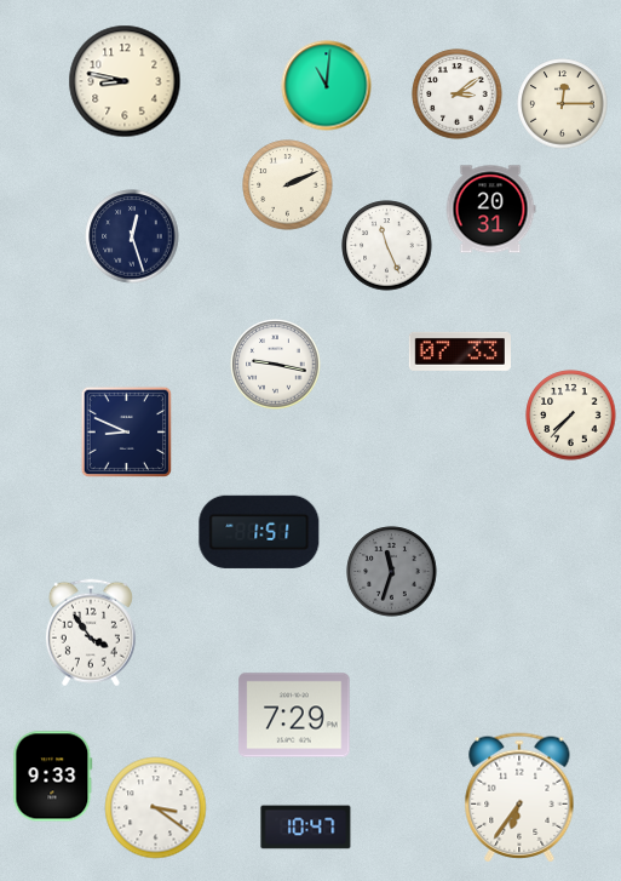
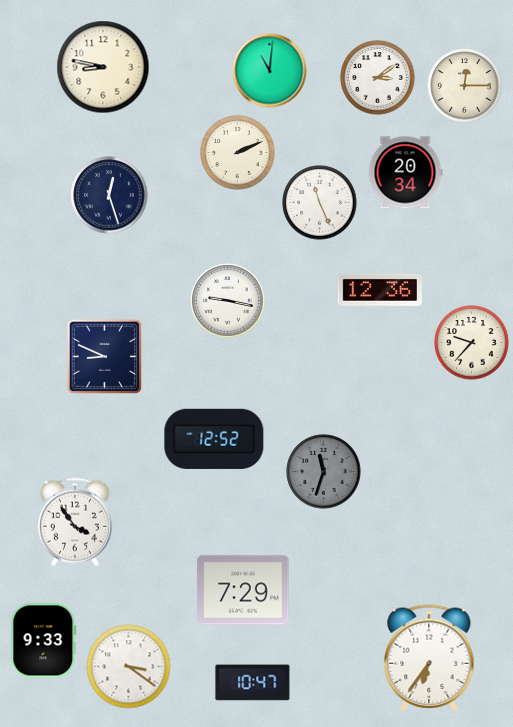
clock at (490, 210): 20:31 -> 20:34
clock at (459, 351): 07:33 -> 12:36
clock at (571, 416): 7:37 -> 9:37
clock at (259, 532): 1:51 -> 12:52
